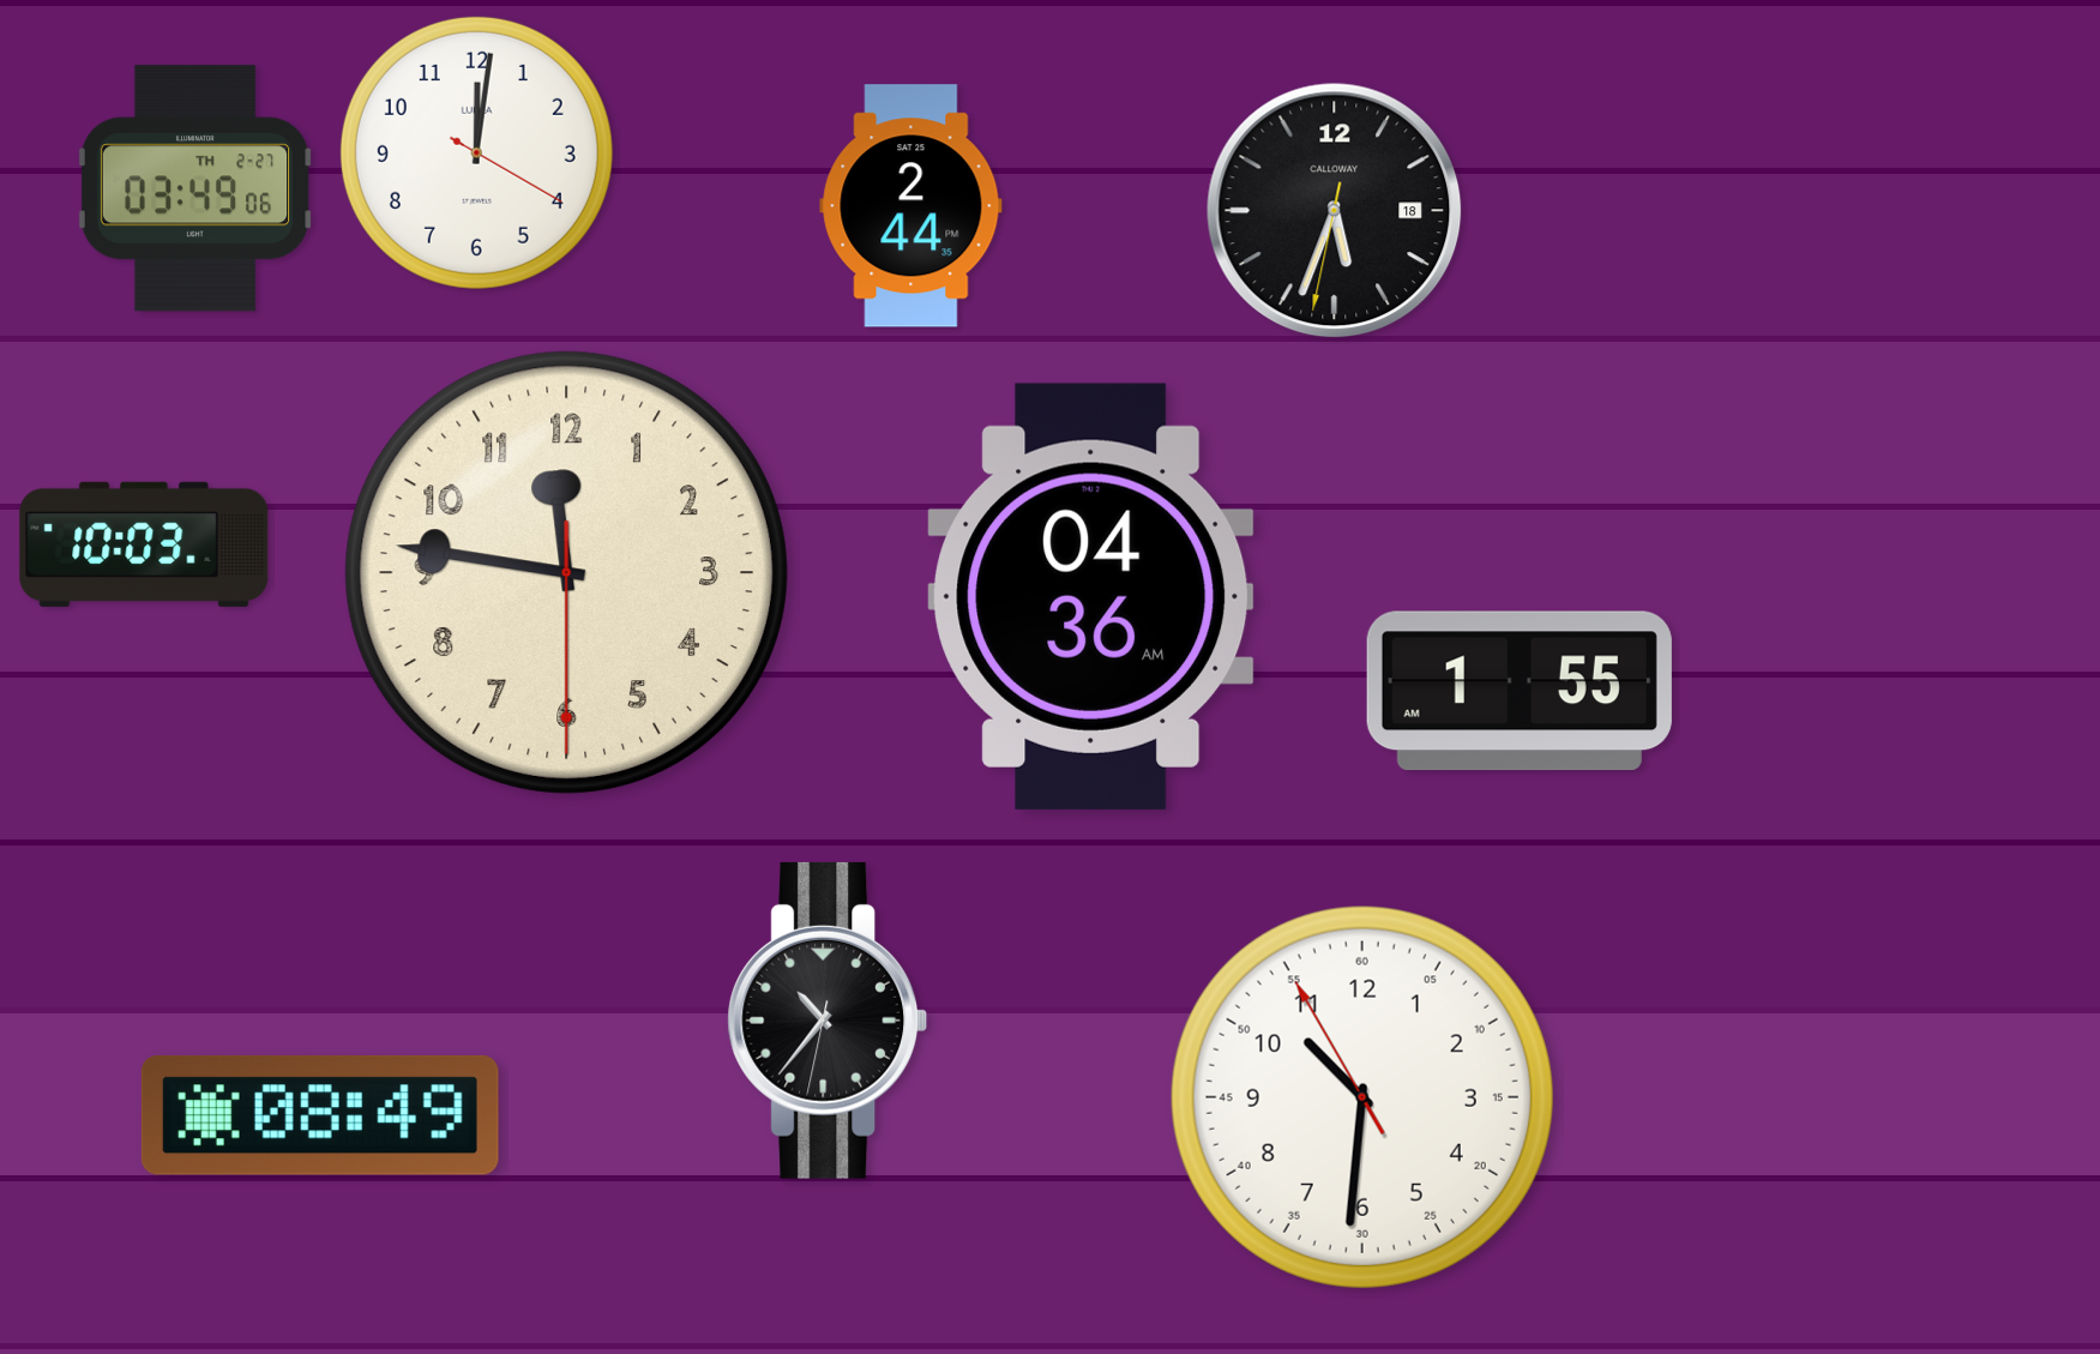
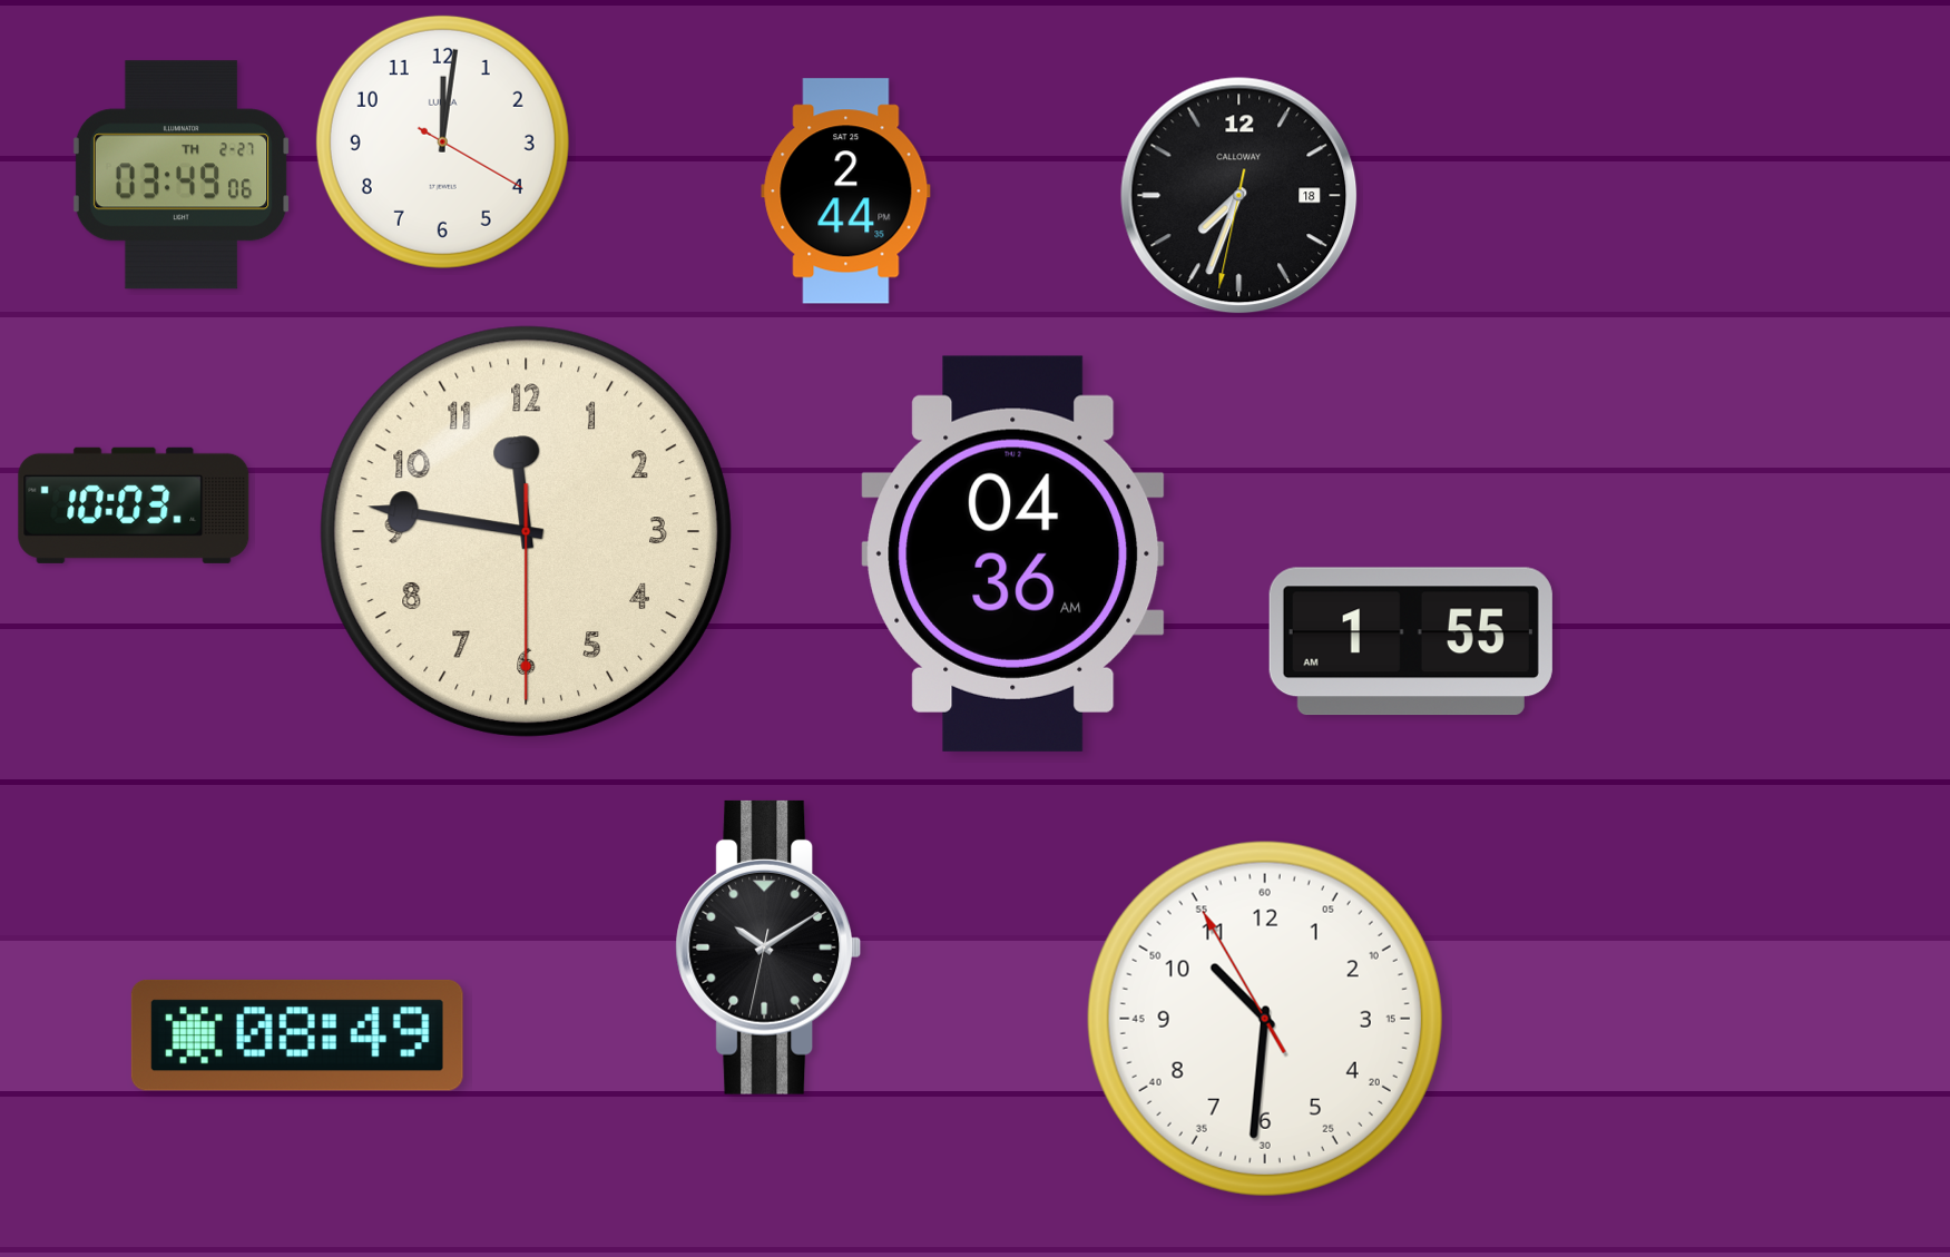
clock at (1335, 211): 5:33 -> 7:33
clock at (828, 1021): 10:36 -> 10:09
